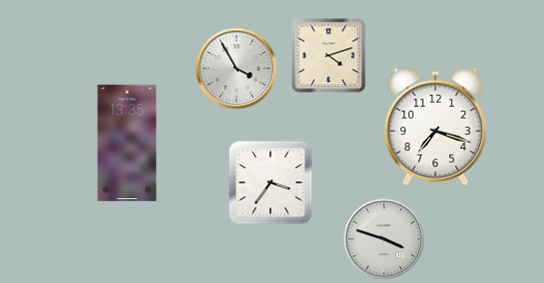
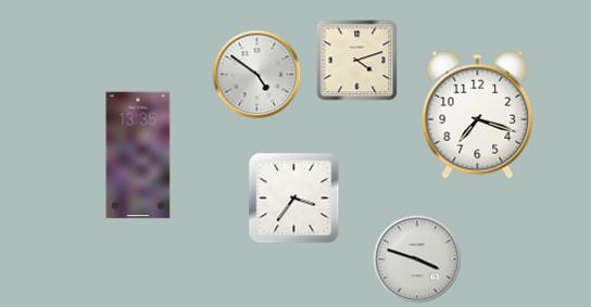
clock at (237, 69): 3:55 -> 4:51
clock at (436, 126) position: (436, 126) -> (478, 114)
